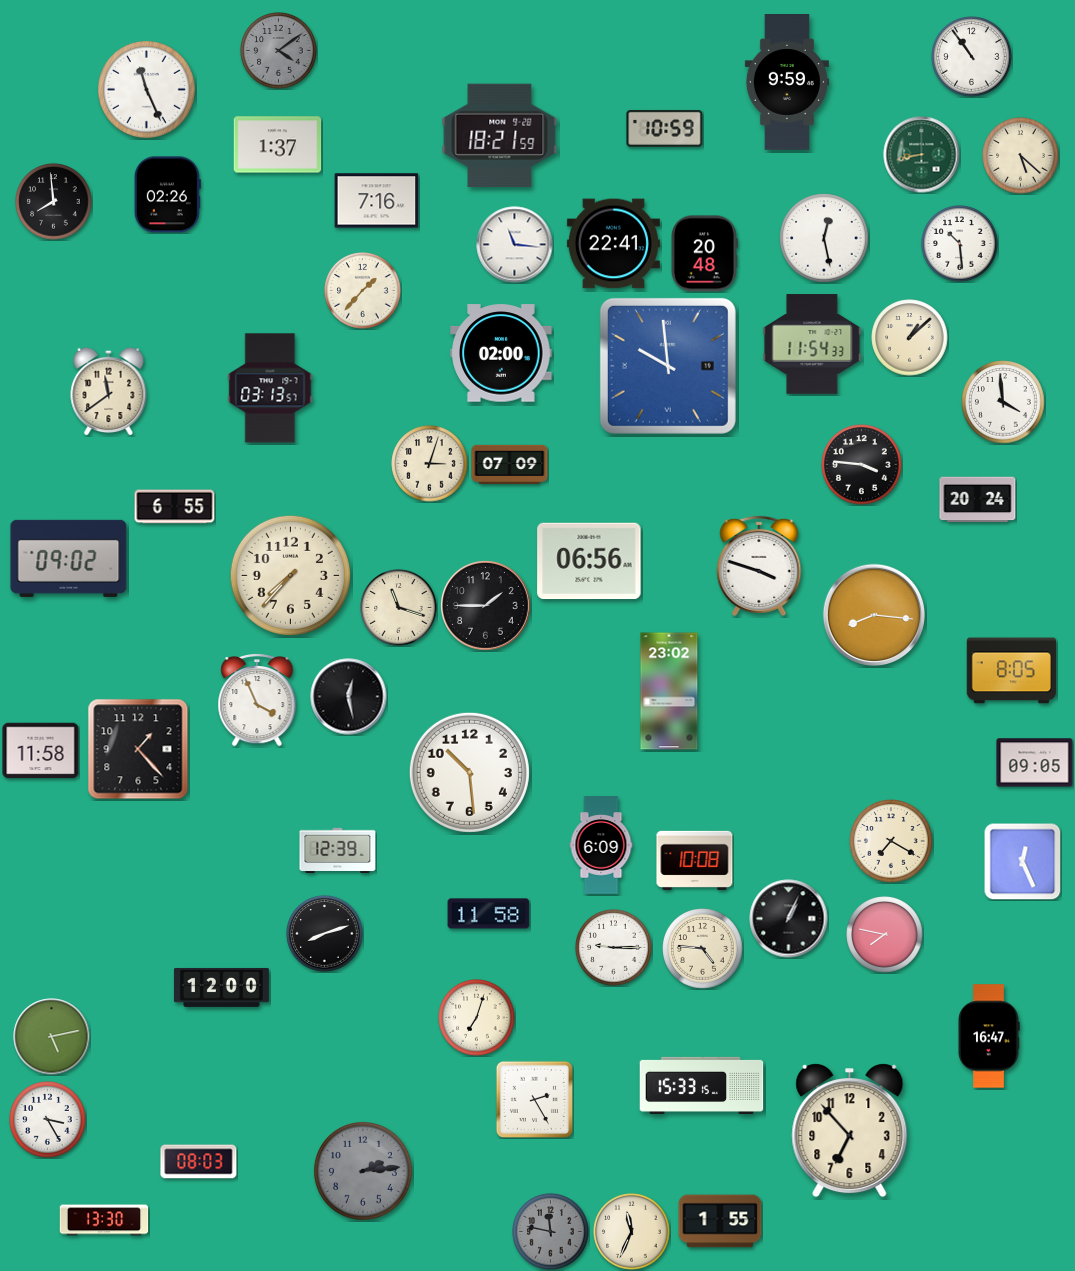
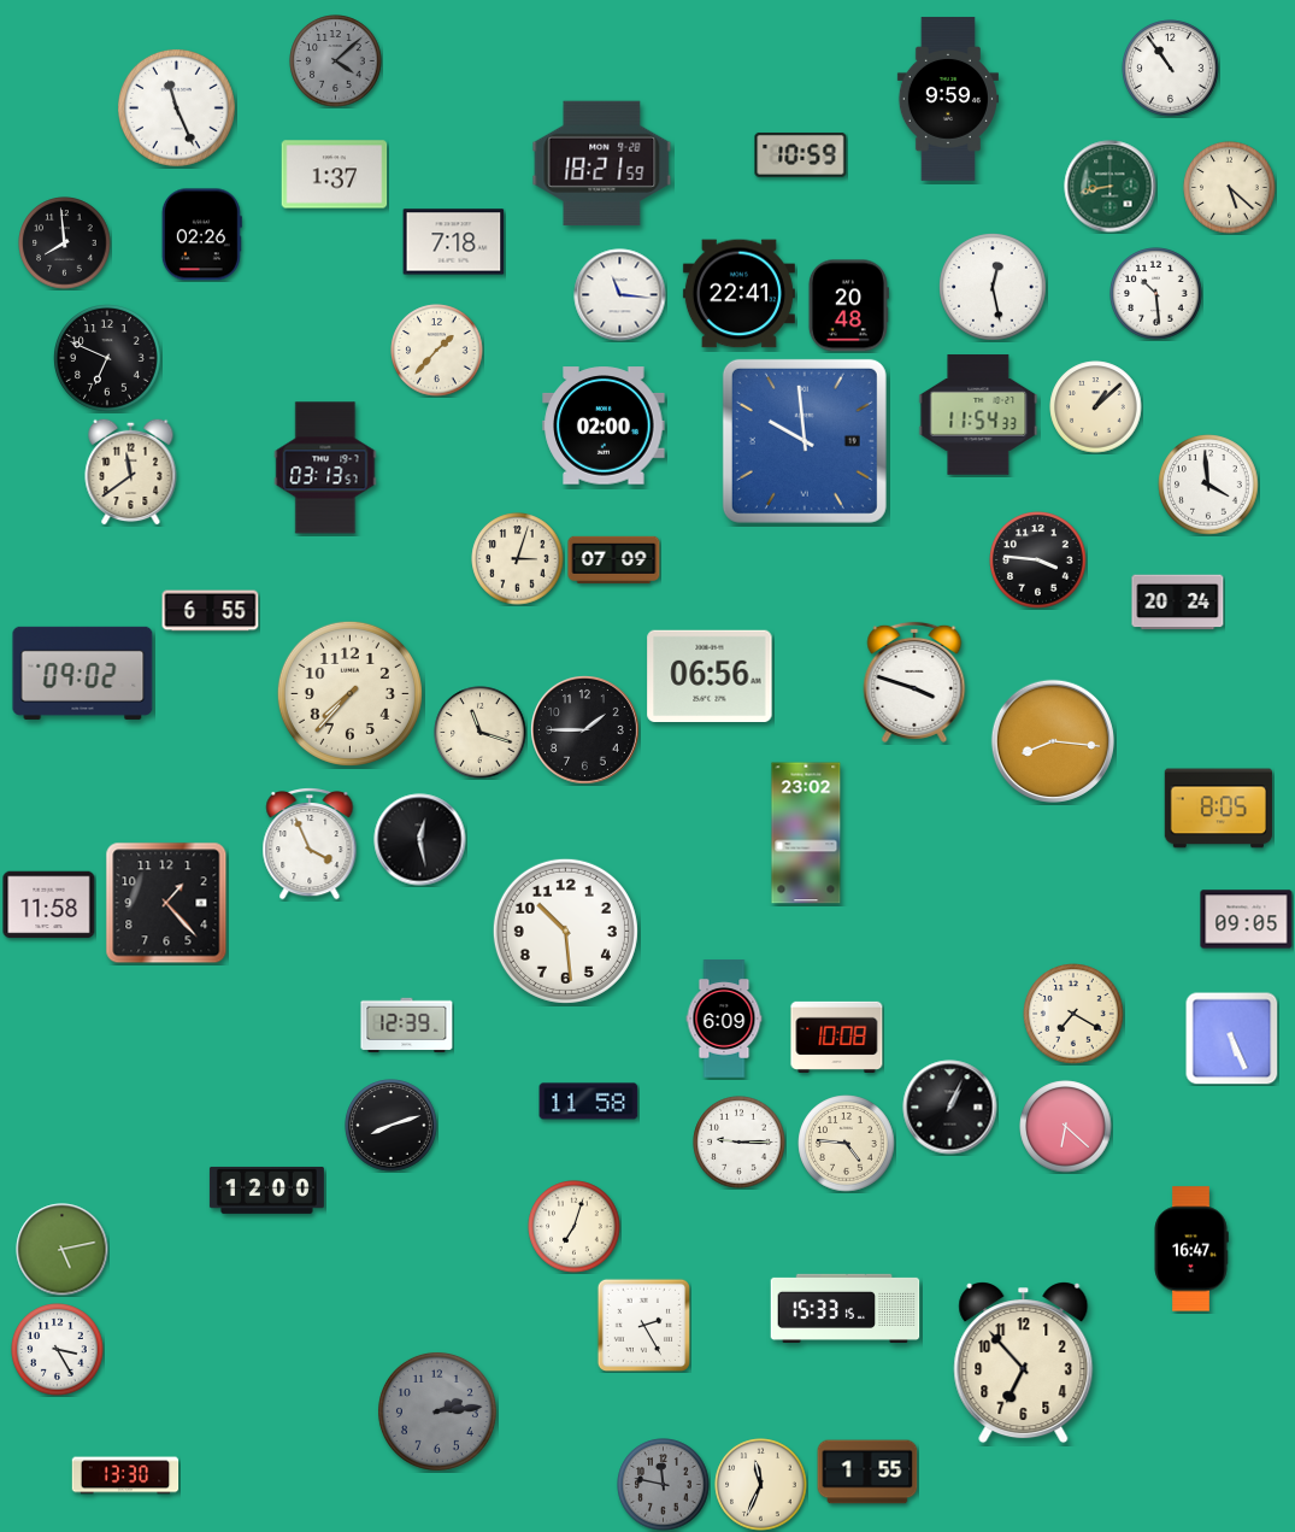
clock at (279, 51): 4:09 -> 4:08
clock at (377, 201): 7:16 -> 7:18
clock at (108, 359): none -> 6:49
clock at (1022, 861): 12:26 -> 5:26
clock at (885, 935): 7:47 -> 6:22
clock at (199, 1162): 08:03 -> none
clock at (104, 1220) position: (104, 1220) -> (125, 1475)
